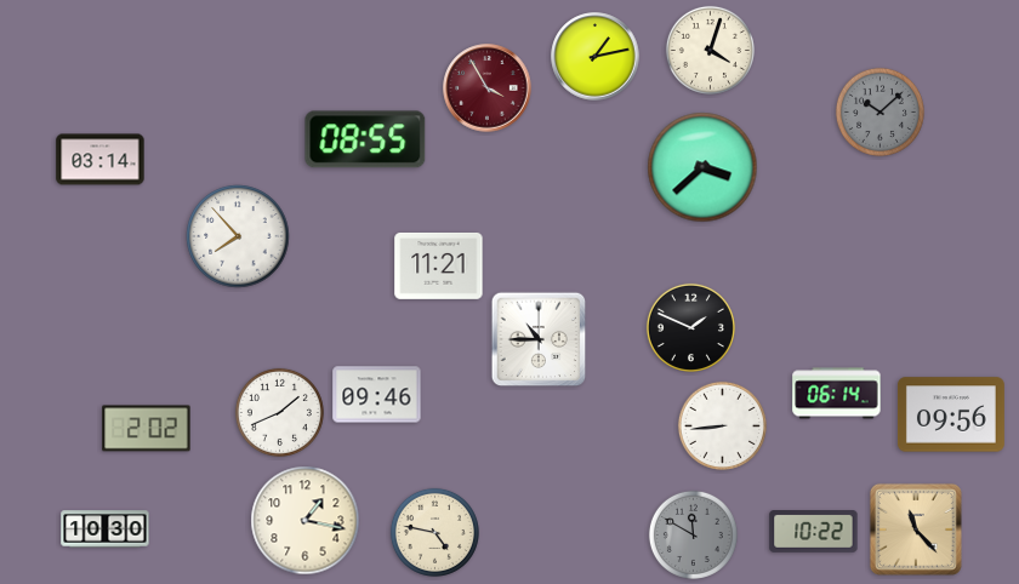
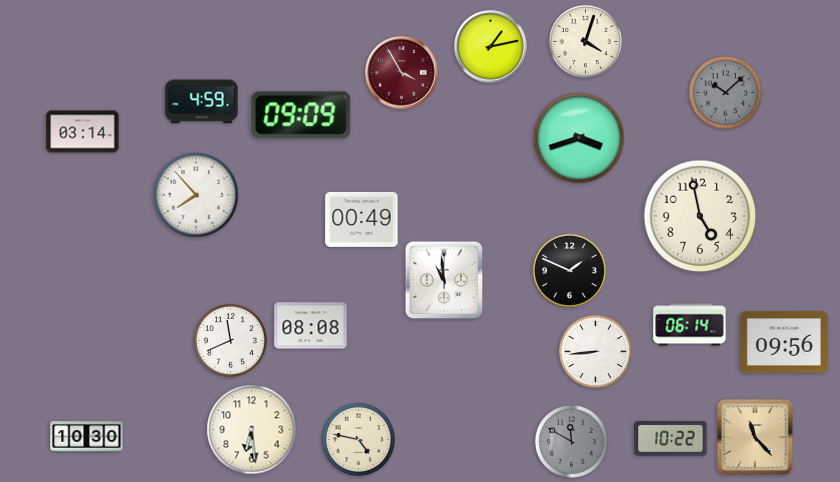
clock at (202, 102): none -> 4:59
clock at (365, 139): 08:55 -> 09:09
clock at (702, 167): 3:38 -> 3:42
clock at (700, 216): none -> 4:58
clock at (439, 265): 11:21 -> 00:49
clock at (539, 339): 10:45 -> 10:59
clock at (377, 395): 09:46 -> 08:08
clock at (279, 412): 1:41 -> 11:41
clock at (147, 429): 2:02 -> none
clock at (306, 521): 1:17 -> 6:29
